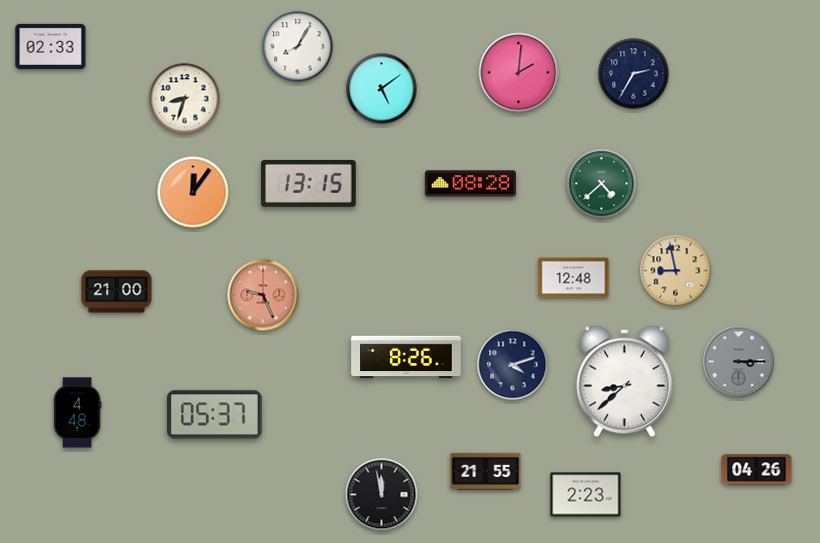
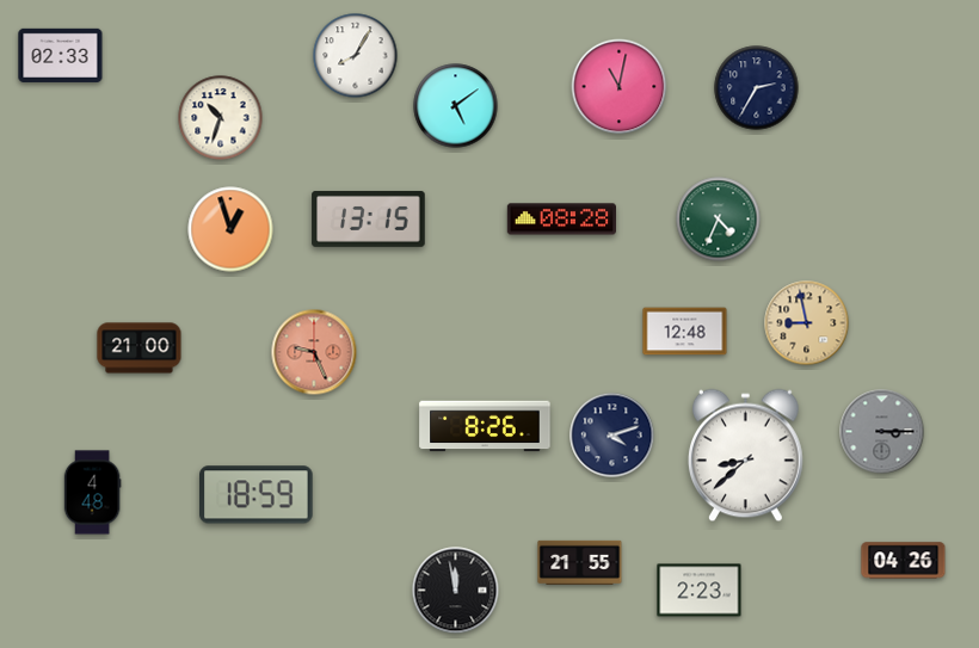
clock at (519, 73): 2:01 -> 11:02
clock at (185, 99): 8:33 -> 10:33
clock at (602, 184): 4:38 -> 4:34
clock at (193, 192): 12:06 -> 12:57
clock at (215, 415): 05:37 -> 18:59
